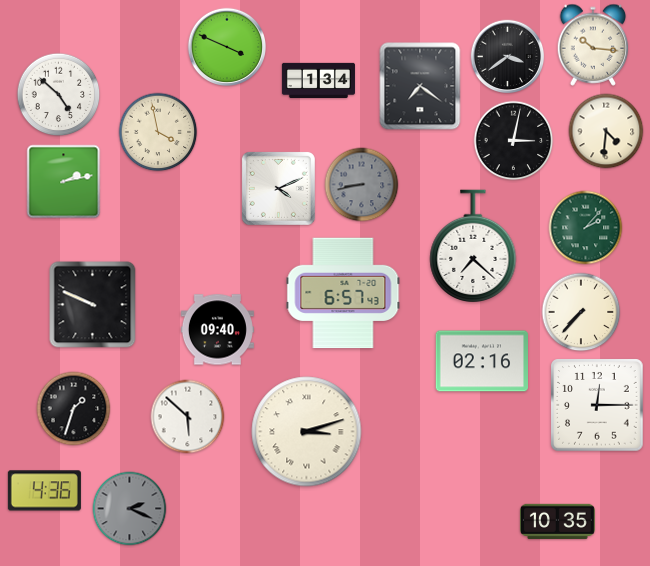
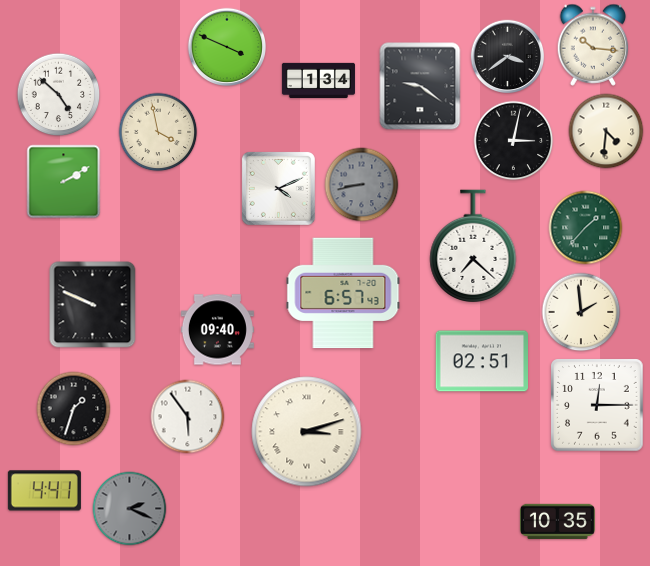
clock at (420, 86): 7:21 -> 9:21
clock at (64, 182): 2:13 -> 2:10
clock at (586, 228): 2:07 -> 1:37
clock at (581, 312): 7:37 -> 1:59
clock at (481, 361): 02:16 -> 02:51
clock at (188, 417): 5:52 -> 5:54
clock at (44, 491): 4:36 -> 4:41
